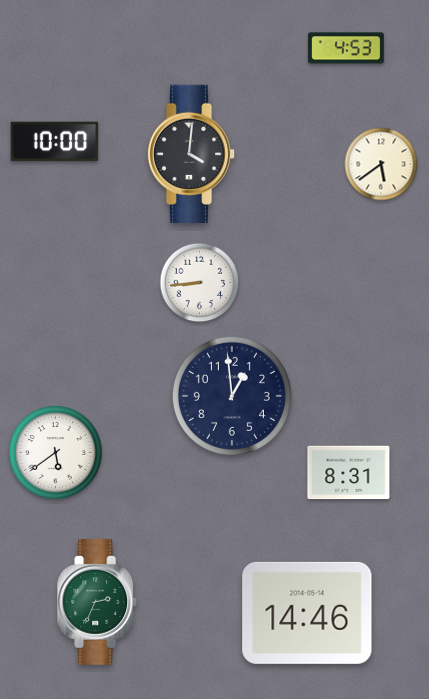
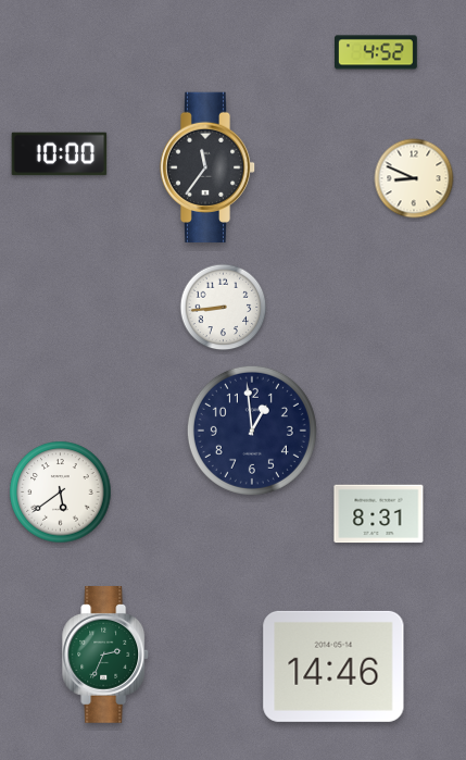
clock at (347, 48): 4:53 -> 4:52
clock at (191, 153): 4:01 -> 11:36
clock at (381, 164): 5:39 -> 8:49
clock at (200, 283) position: (200, 283) -> (224, 308)
